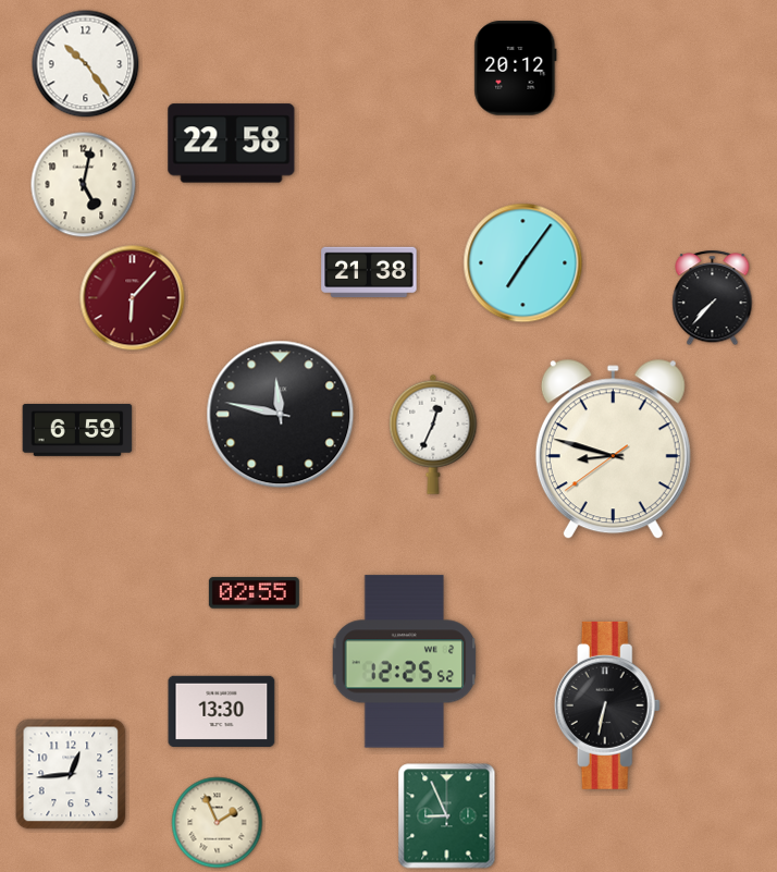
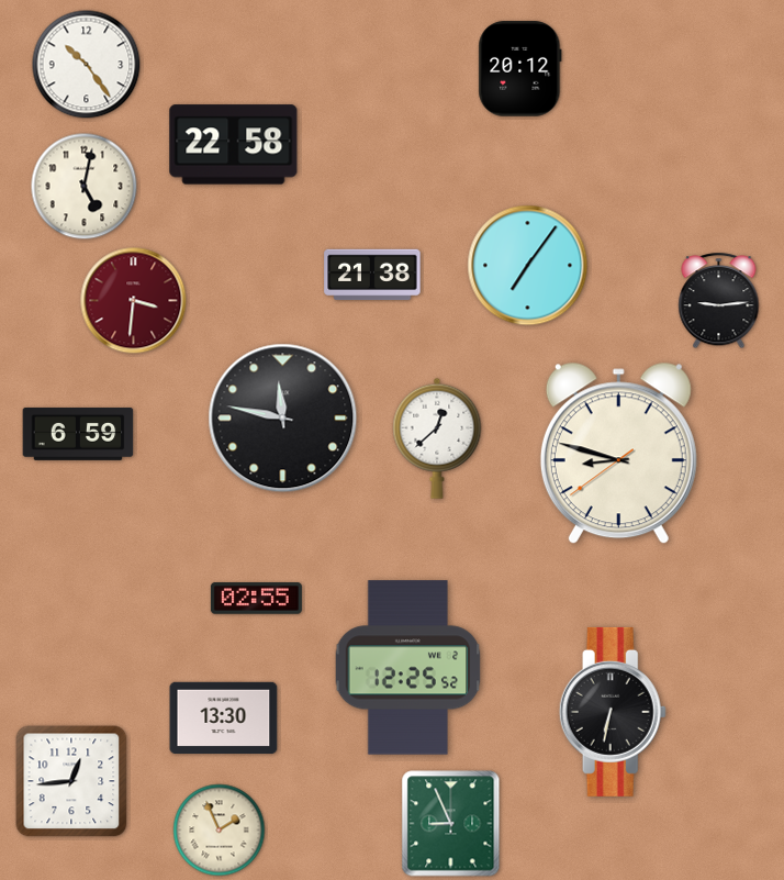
clock at (133, 298): 6:07 -> 3:31
clock at (713, 298): 7:37 -> 9:14
clock at (433, 434): 12:34 -> 12:38
